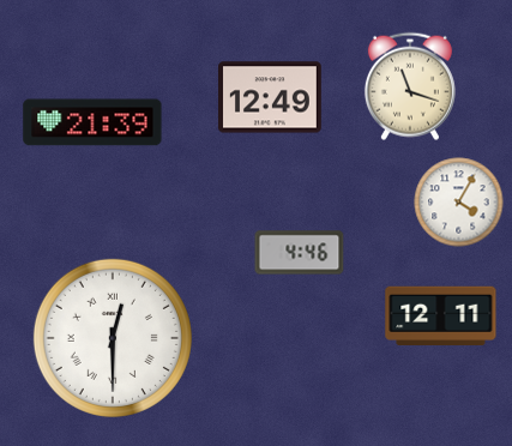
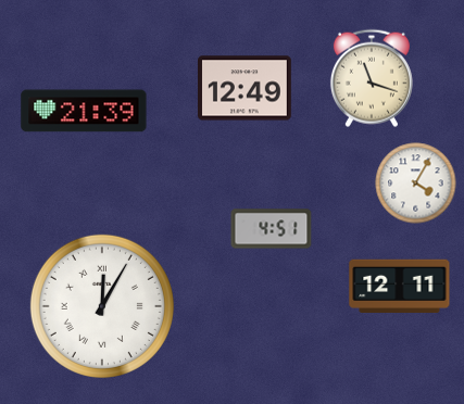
clock at (300, 253): 4:46 -> 4:51
clock at (113, 338): 12:30 -> 12:05
